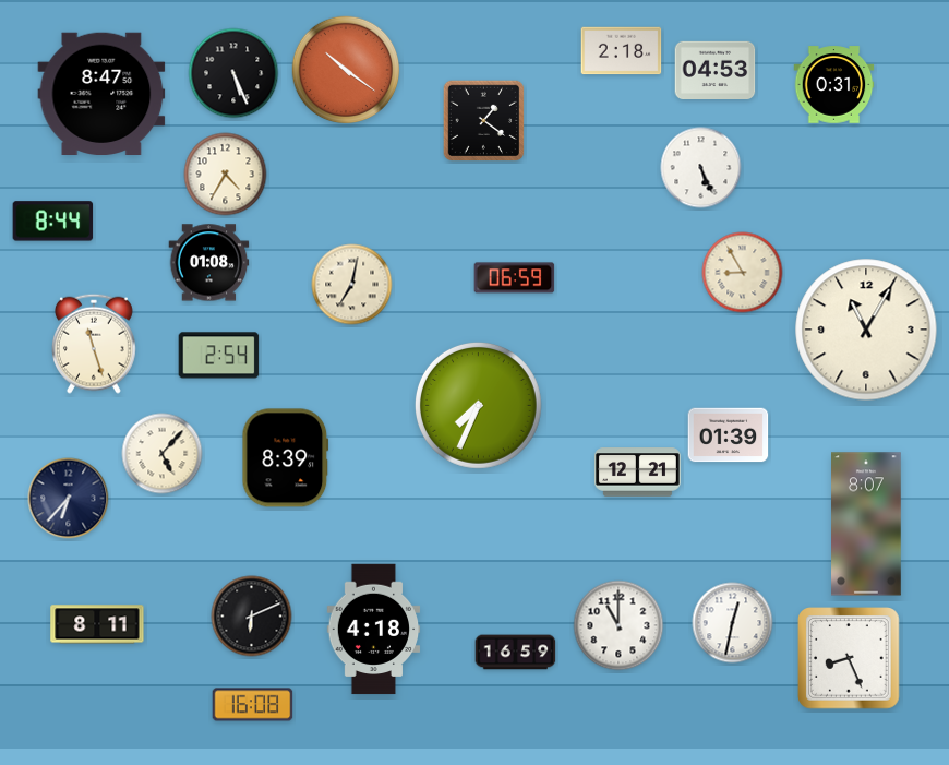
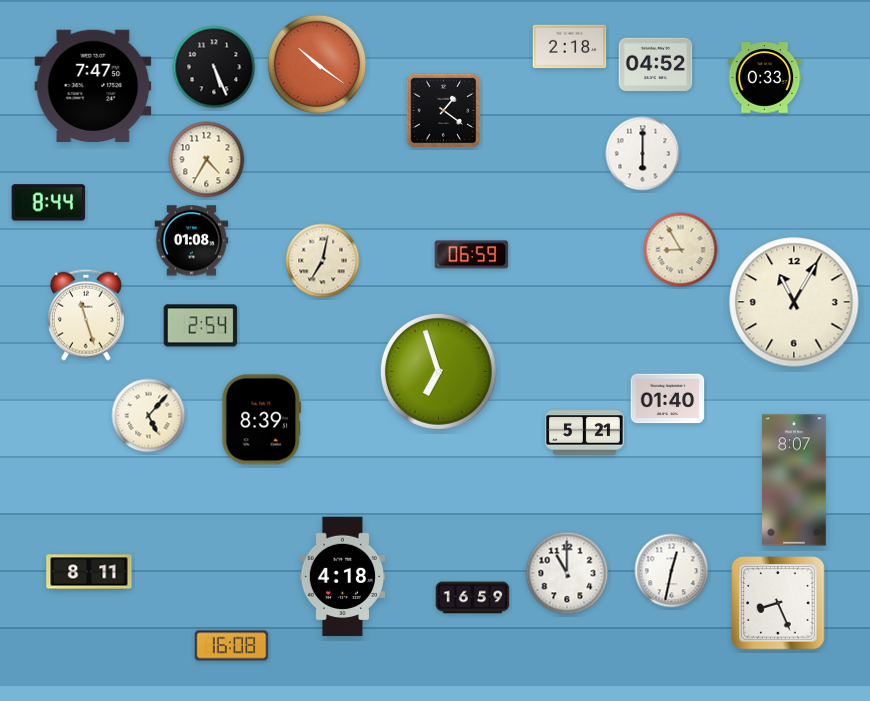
clock at (716, 71): 04:53 -> 04:52
clock at (834, 85): 0:31 -> 0:33
clock at (101, 93): 8:47 -> 7:47
clock at (701, 168): 5:26 -> 6:00
clock at (478, 405): 7:34 -> 6:57
clock at (729, 435): 01:39 -> 01:40
clock at (637, 473): 12:21 -> 5:21
clock at (69, 499): 6:37 -> none
clock at (252, 617): 6:11 -> none
